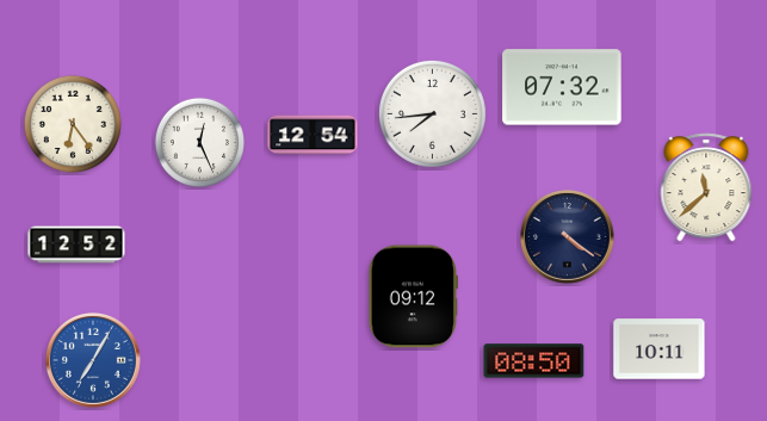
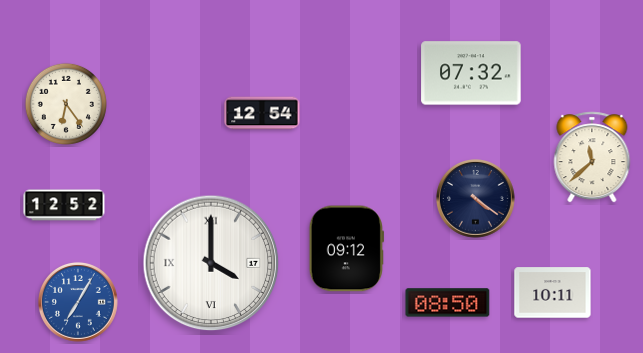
clock at (432, 113): 7:44 -> none
clock at (73, 124) position: (73, 124) -> (66, 104)
clock at (199, 142): 12:26 -> none
clock at (211, 263): none -> 4:00
